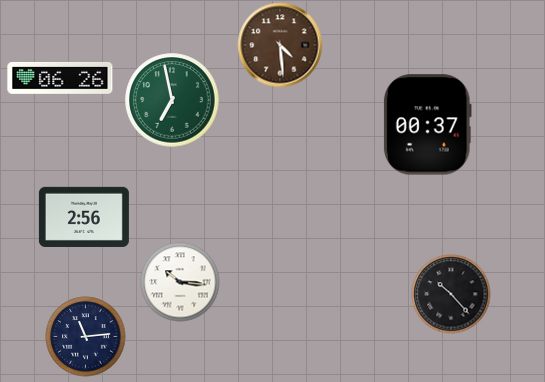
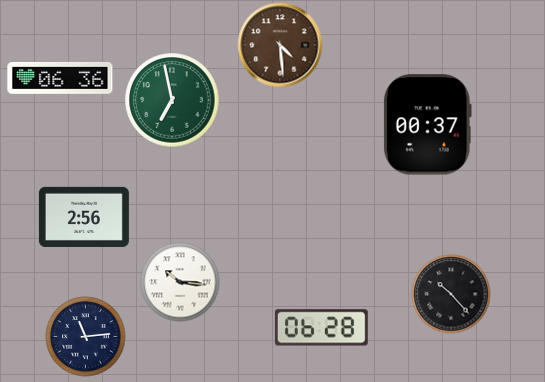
clock at (60, 79): 06:26 -> 06:36
clock at (321, 328): none -> 06:28
